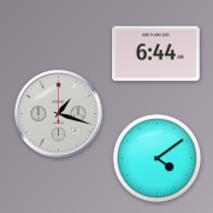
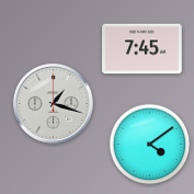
clock at (156, 54): 6:44 -> 7:45
clock at (158, 159) position: (158, 159) -> (150, 145)
